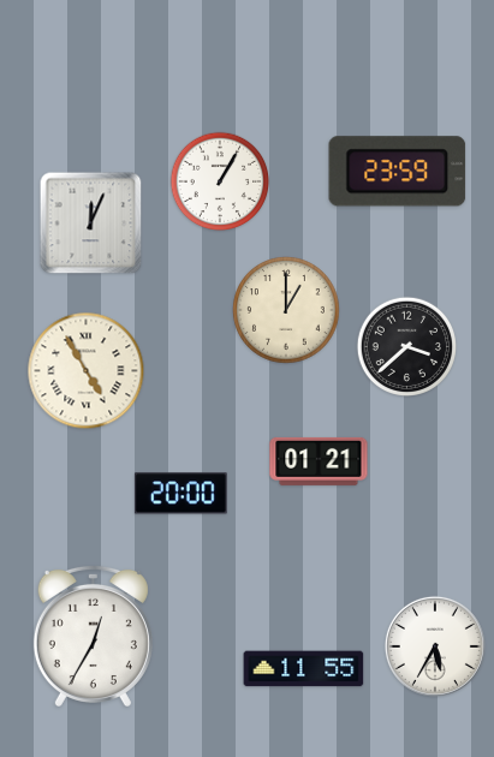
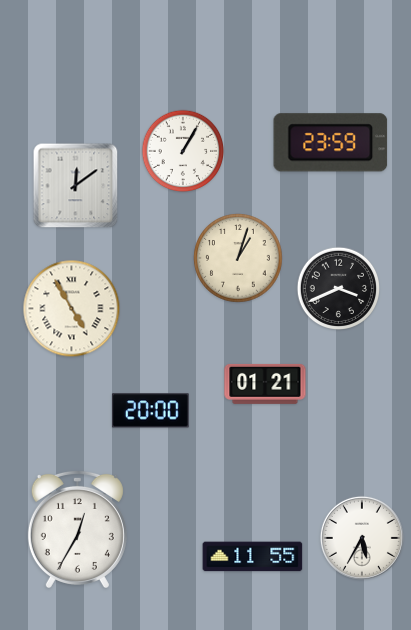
clock at (91, 223): 12:04 -> 12:09
clock at (286, 310): 1:00 -> 1:03
clock at (406, 346): 3:38 -> 3:41
